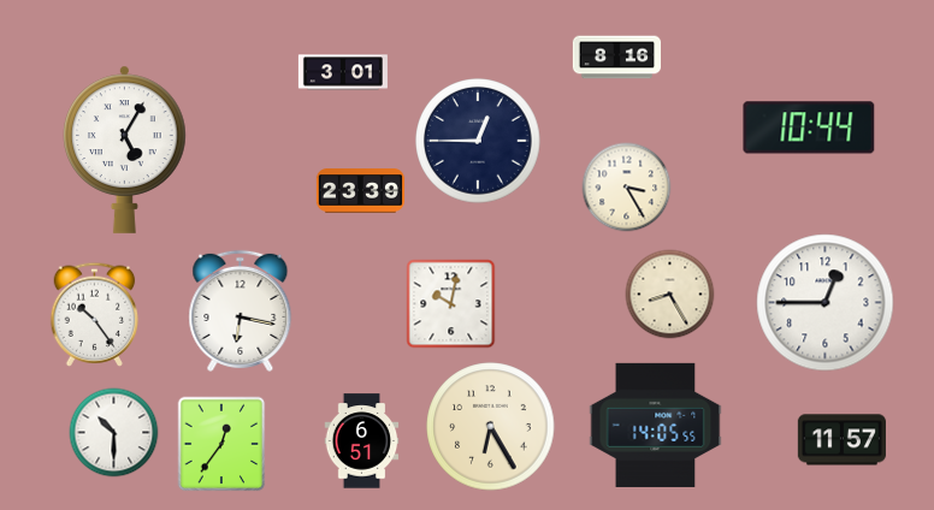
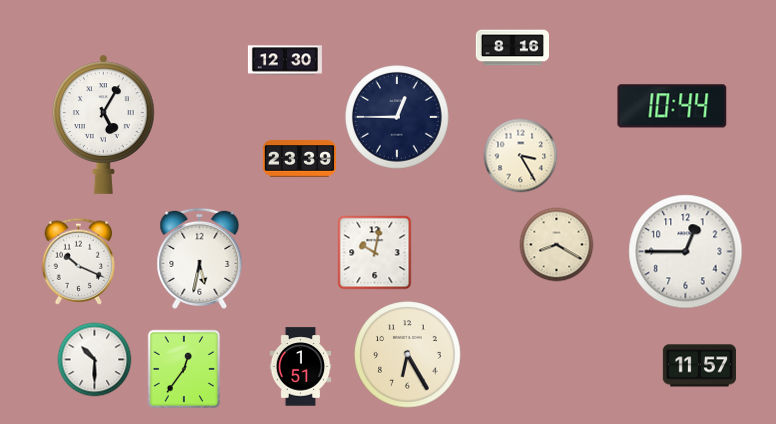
clock at (343, 72): 3:01 -> 12:30
clock at (670, 295): 8:25 -> 8:20
clock at (241, 310): 6:17 -> 5:32
clock at (95, 314): 10:24 -> 10:19
clock at (656, 425): 14:05 -> none
clock at (362, 441): 6:51 -> 1:51
